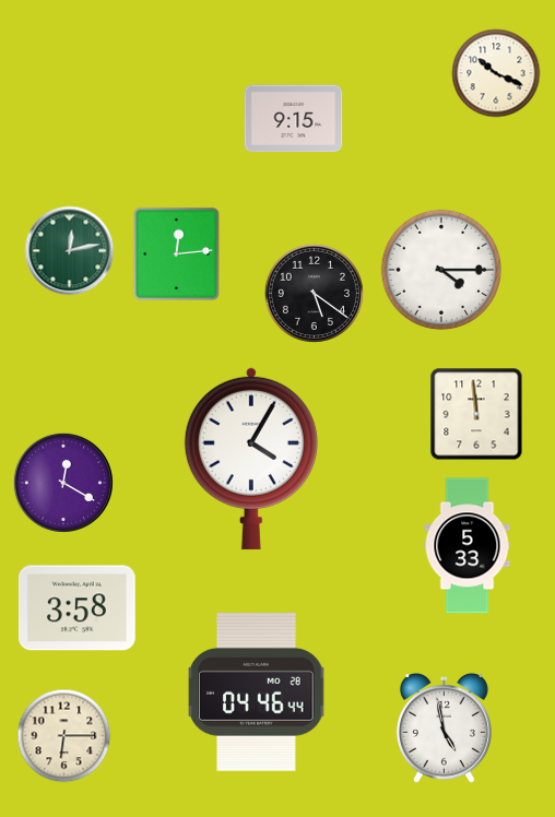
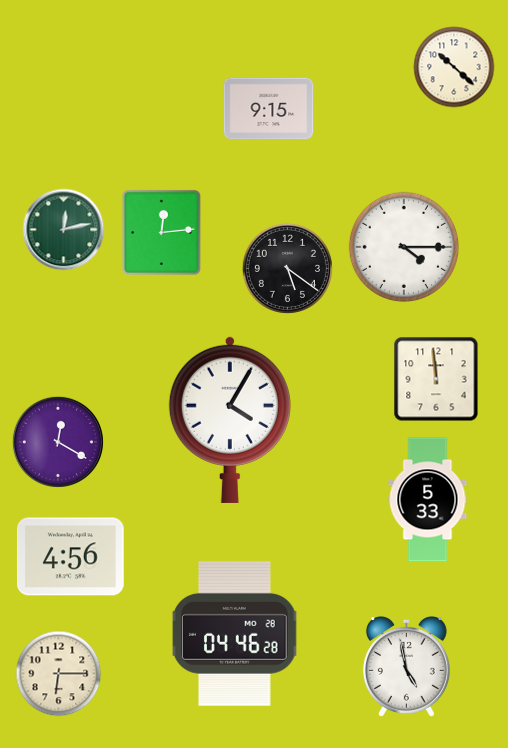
clock at (496, 73): 10:19 -> 10:22
clock at (78, 608): 3:58 -> 4:56
clock at (257, 692): 04:46:44 -> 04:46:28
